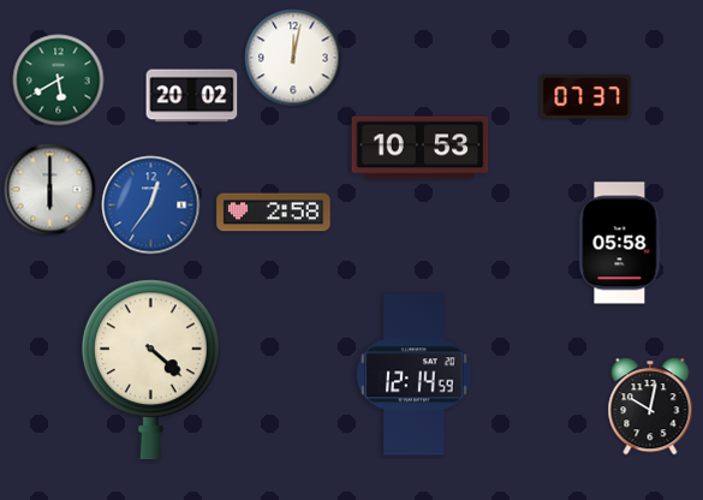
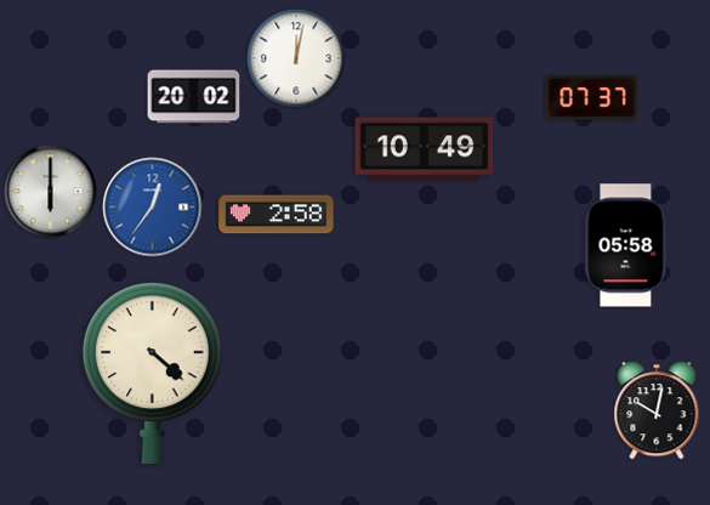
clock at (59, 81): 5:40 -> none
clock at (421, 148): 10:53 -> 10:49
clock at (415, 375): 12:14 -> none
